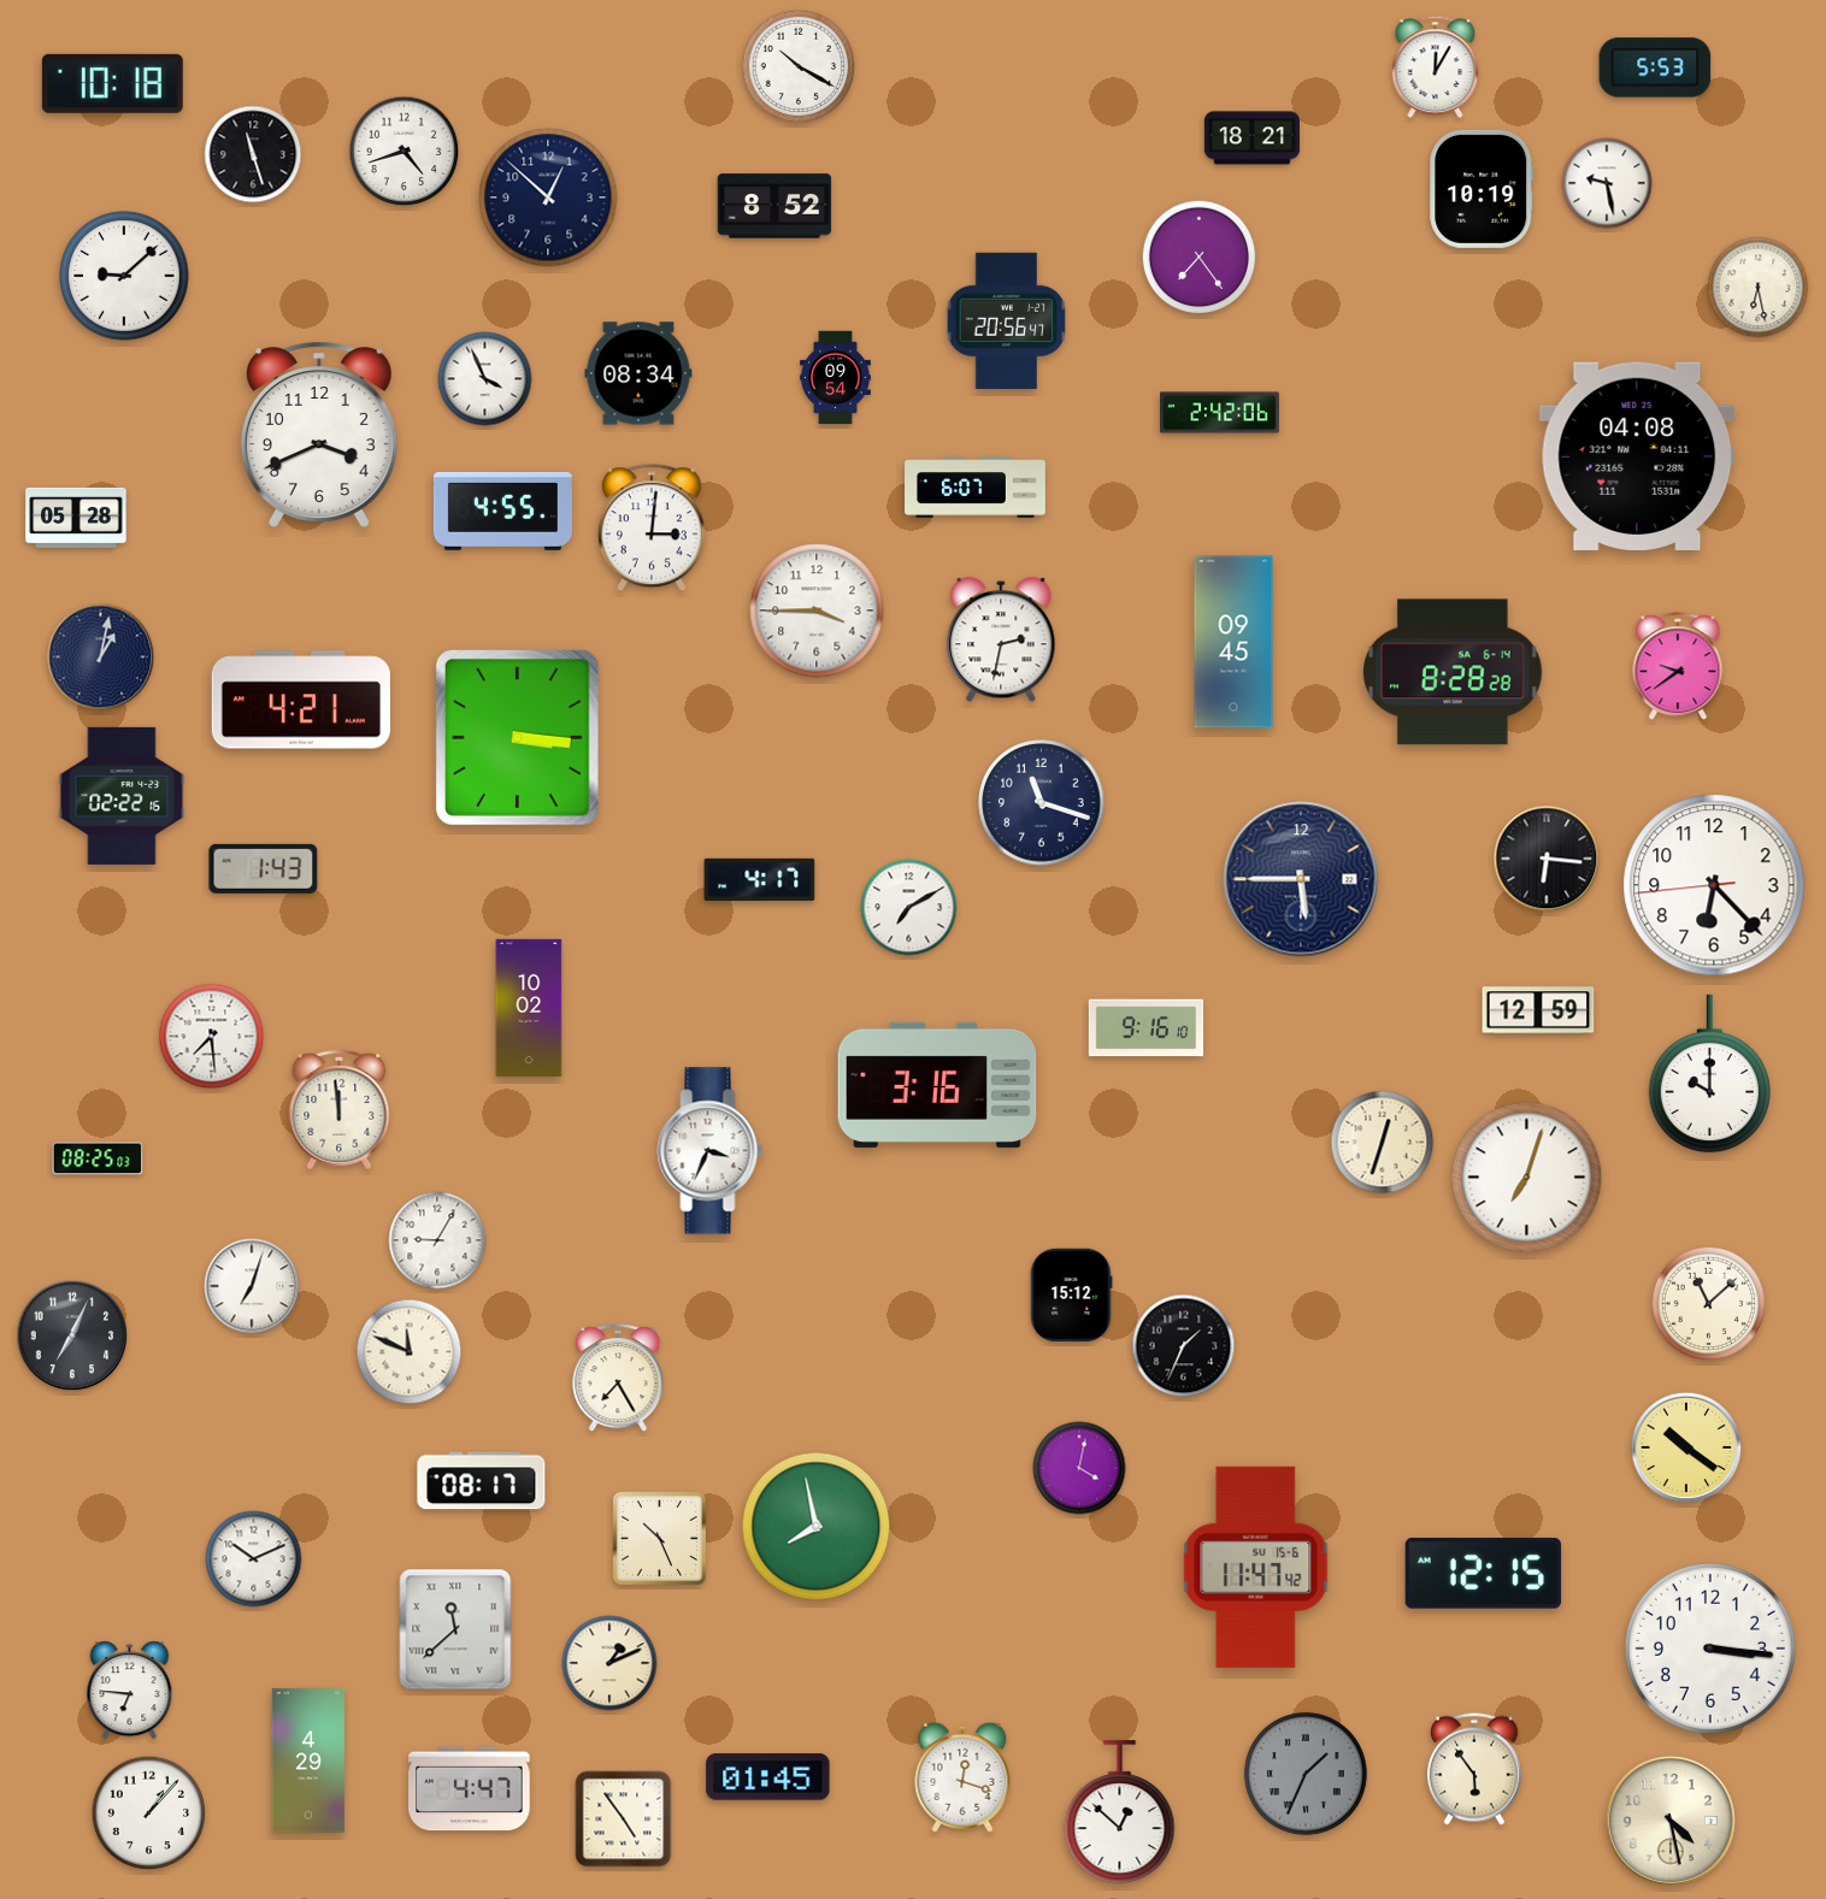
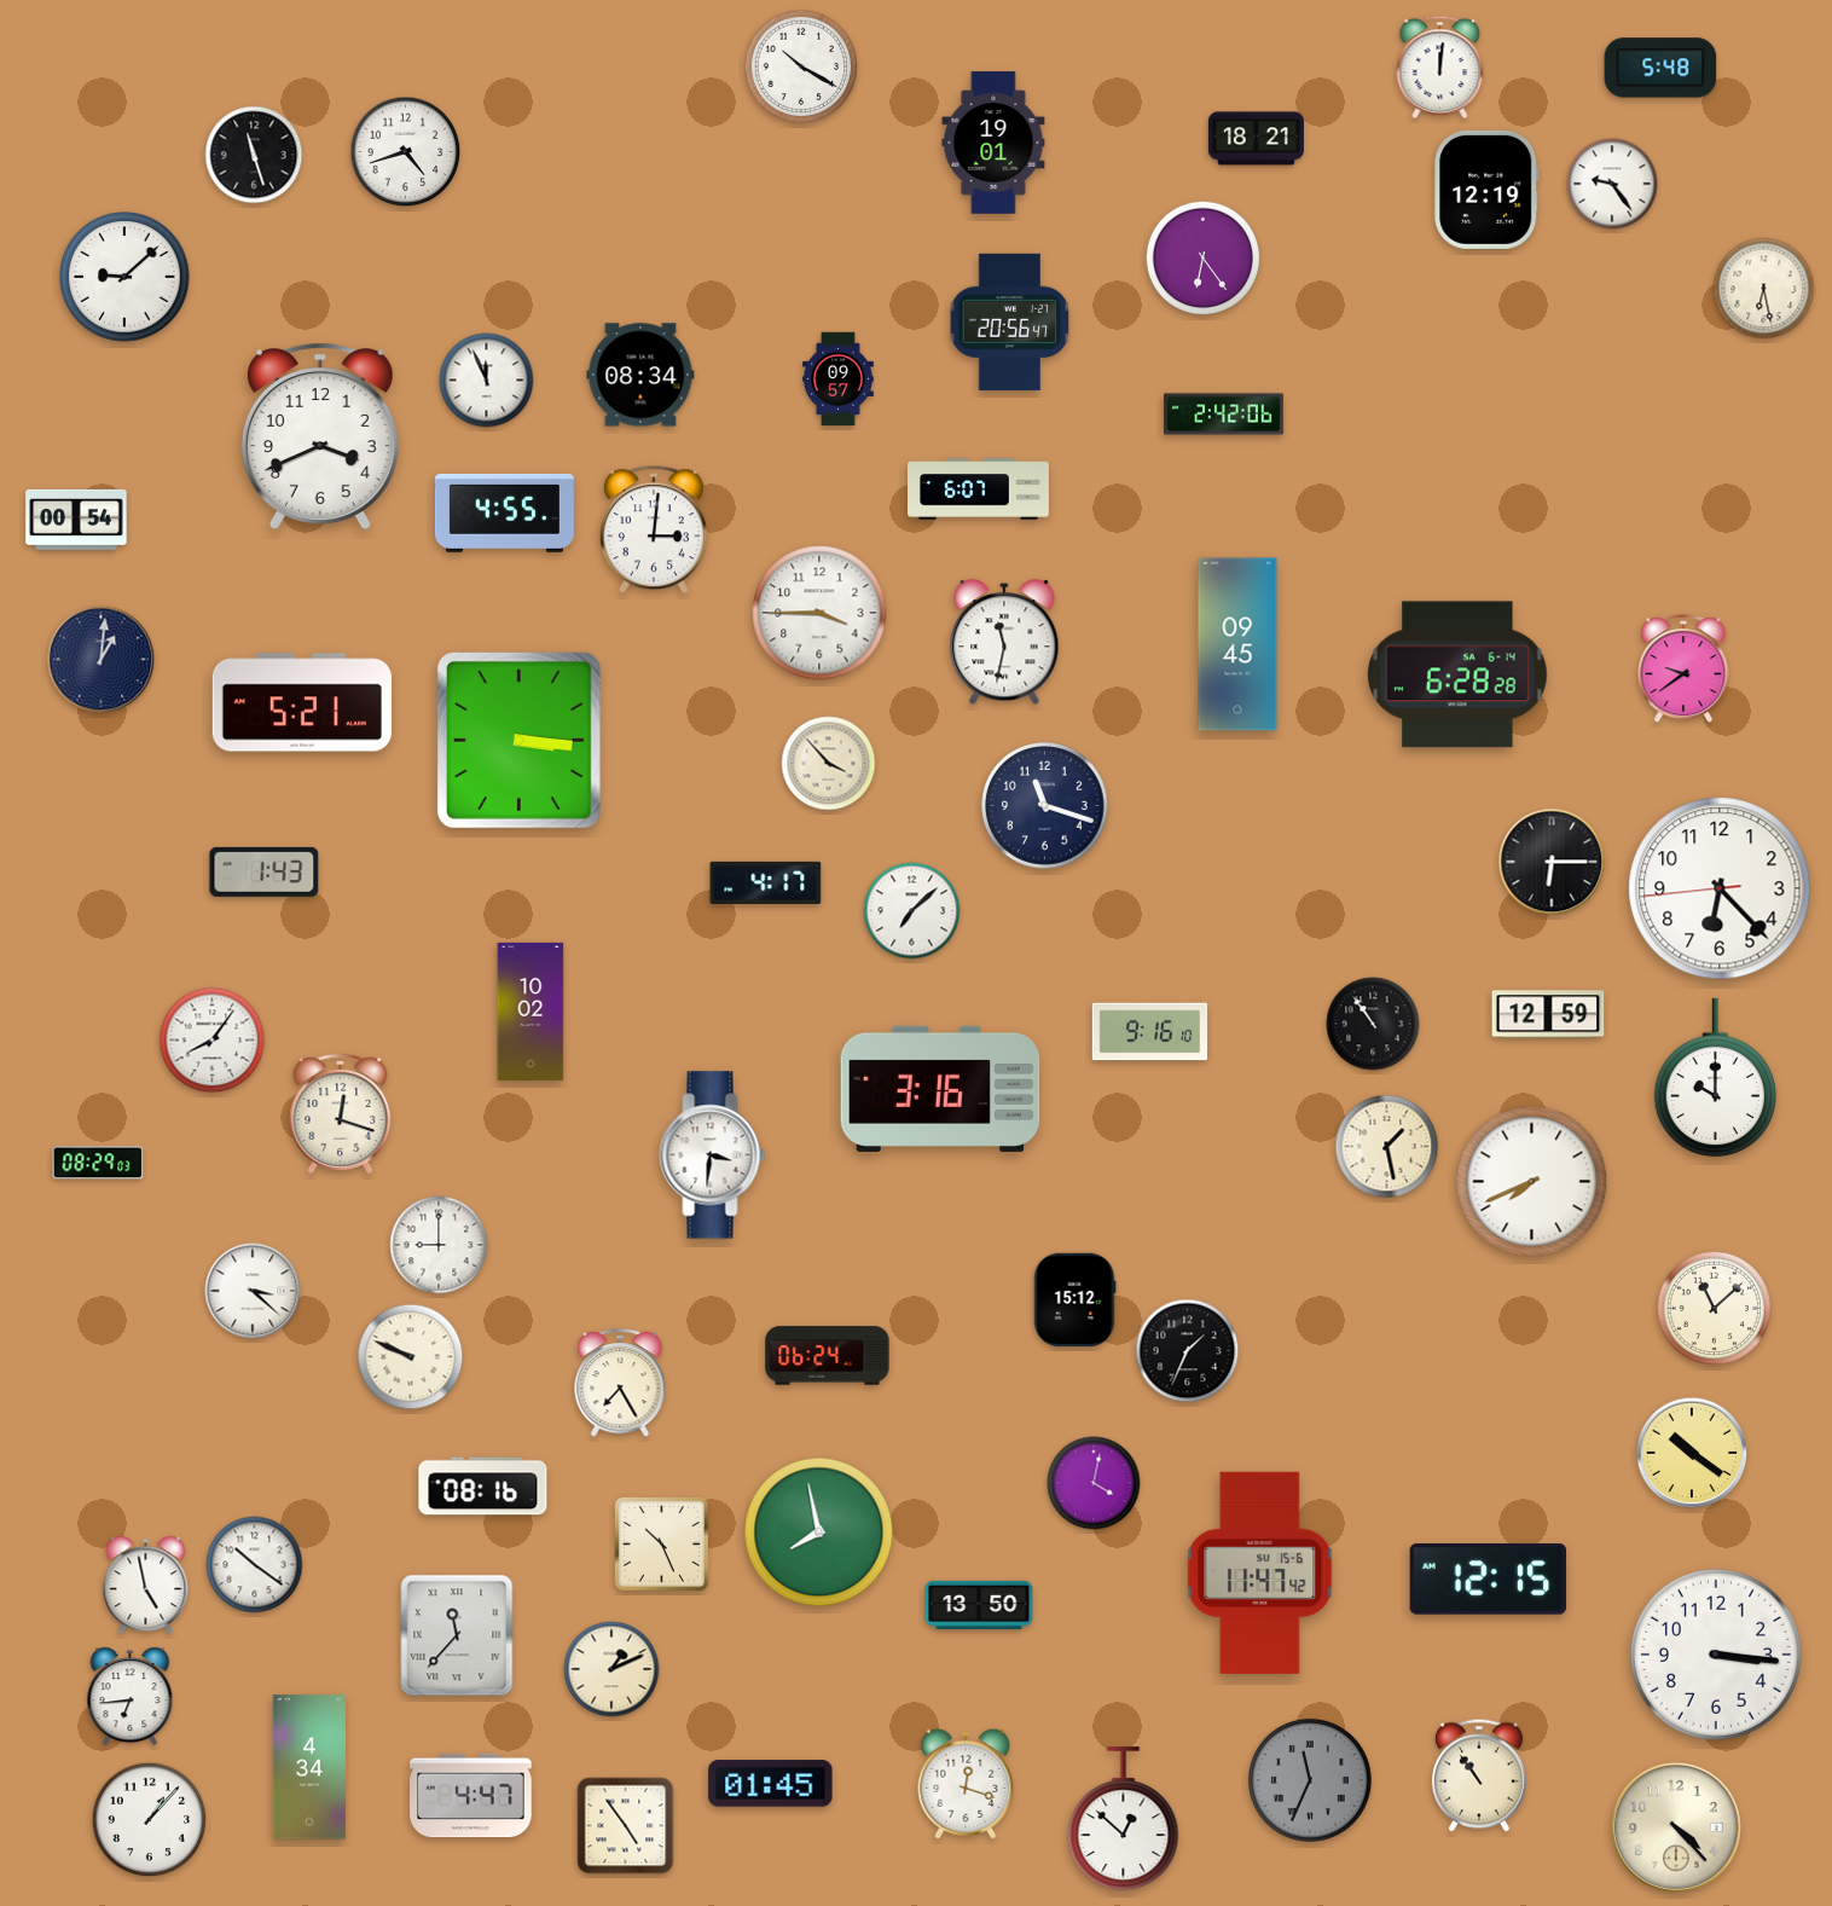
clock at (1436, 67): 12:05 -> 12:01
clock at (1655, 67): 5:53 -> 5:48
clock at (112, 83): 10:18 -> none
clock at (993, 143): none -> 19:01
clock at (1607, 183): 9:28 -> 9:24
clock at (1482, 189): 10:19 -> 12:19
clock at (548, 197): 12:52 -> none
clock at (774, 206): 8:52 -> none
clock at (1200, 258): 7:24 -> 6:24
clock at (836, 378): 09:54 -> 09:57
clock at (485, 379): 3:56 -> 11:56
clock at (1637, 456): 04:08 -> none
clock at (76, 518): 05:28 -> 00:54
clock at (1001, 641): 2:32 -> 11:32
clock at (101, 657): 1:02 -> 1:01
clock at (1454, 672): 8:28 -> 6:28
clock at (301, 700): 4:21 -> 5:21
clock at (829, 764): none -> 3:53
clock at (122, 796): 02:22 -> none
clock at (1547, 859): 6:16 -> 6:15
clock at (760, 879) position: (760, 879) -> (766, 882)
clock at (1301, 879): 5:45 -> none
clock at (909, 908): 7:10 -> 7:08
clock at (1538, 1010) position: (1538, 1010) -> (1548, 1014)
clock at (1373, 1024): none -> 10:54
clock at (212, 1037): 7:29 -> 8:06
clock at (340, 1109): 11:59 -> 12:18
clock at (1383, 1143): 12:33 -> 1:28
clock at (711, 1151): 3:34 -> 3:31
clock at (98, 1158): 08:25 -> 08:29
clock at (1527, 1178): 7:03 -> 7:41
clock at (437, 1240): 9:05 -> 9:00
clock at (252, 1286): 7:03 -> 3:22
clock at (72, 1335): 7:04 -> none
clock at (828, 1356): none -> 06:24
clock at (410, 1352): 11:49 -> 9:49
clock at (1079, 1468) position: (1079, 1468) -> (1094, 1483)
clock at (482, 1481): 08:17 -> 08:16
clock at (254, 1559): 10:11 -> 10:21
clock at (146, 1586): none -> 4:58
clock at (979, 1605): none -> 13:50
clock at (455, 1629): 11:38 -> 11:37
clock at (130, 1691): 6:46 -> 6:44
clock at (308, 1761): 4:29 -> 4:34
clock at (1474, 1769): 5:54 -> 10:54
clock at (1306, 1774): 1:34 -> 11:34
clock at (1671, 1821): 4:28 -> 4:23
